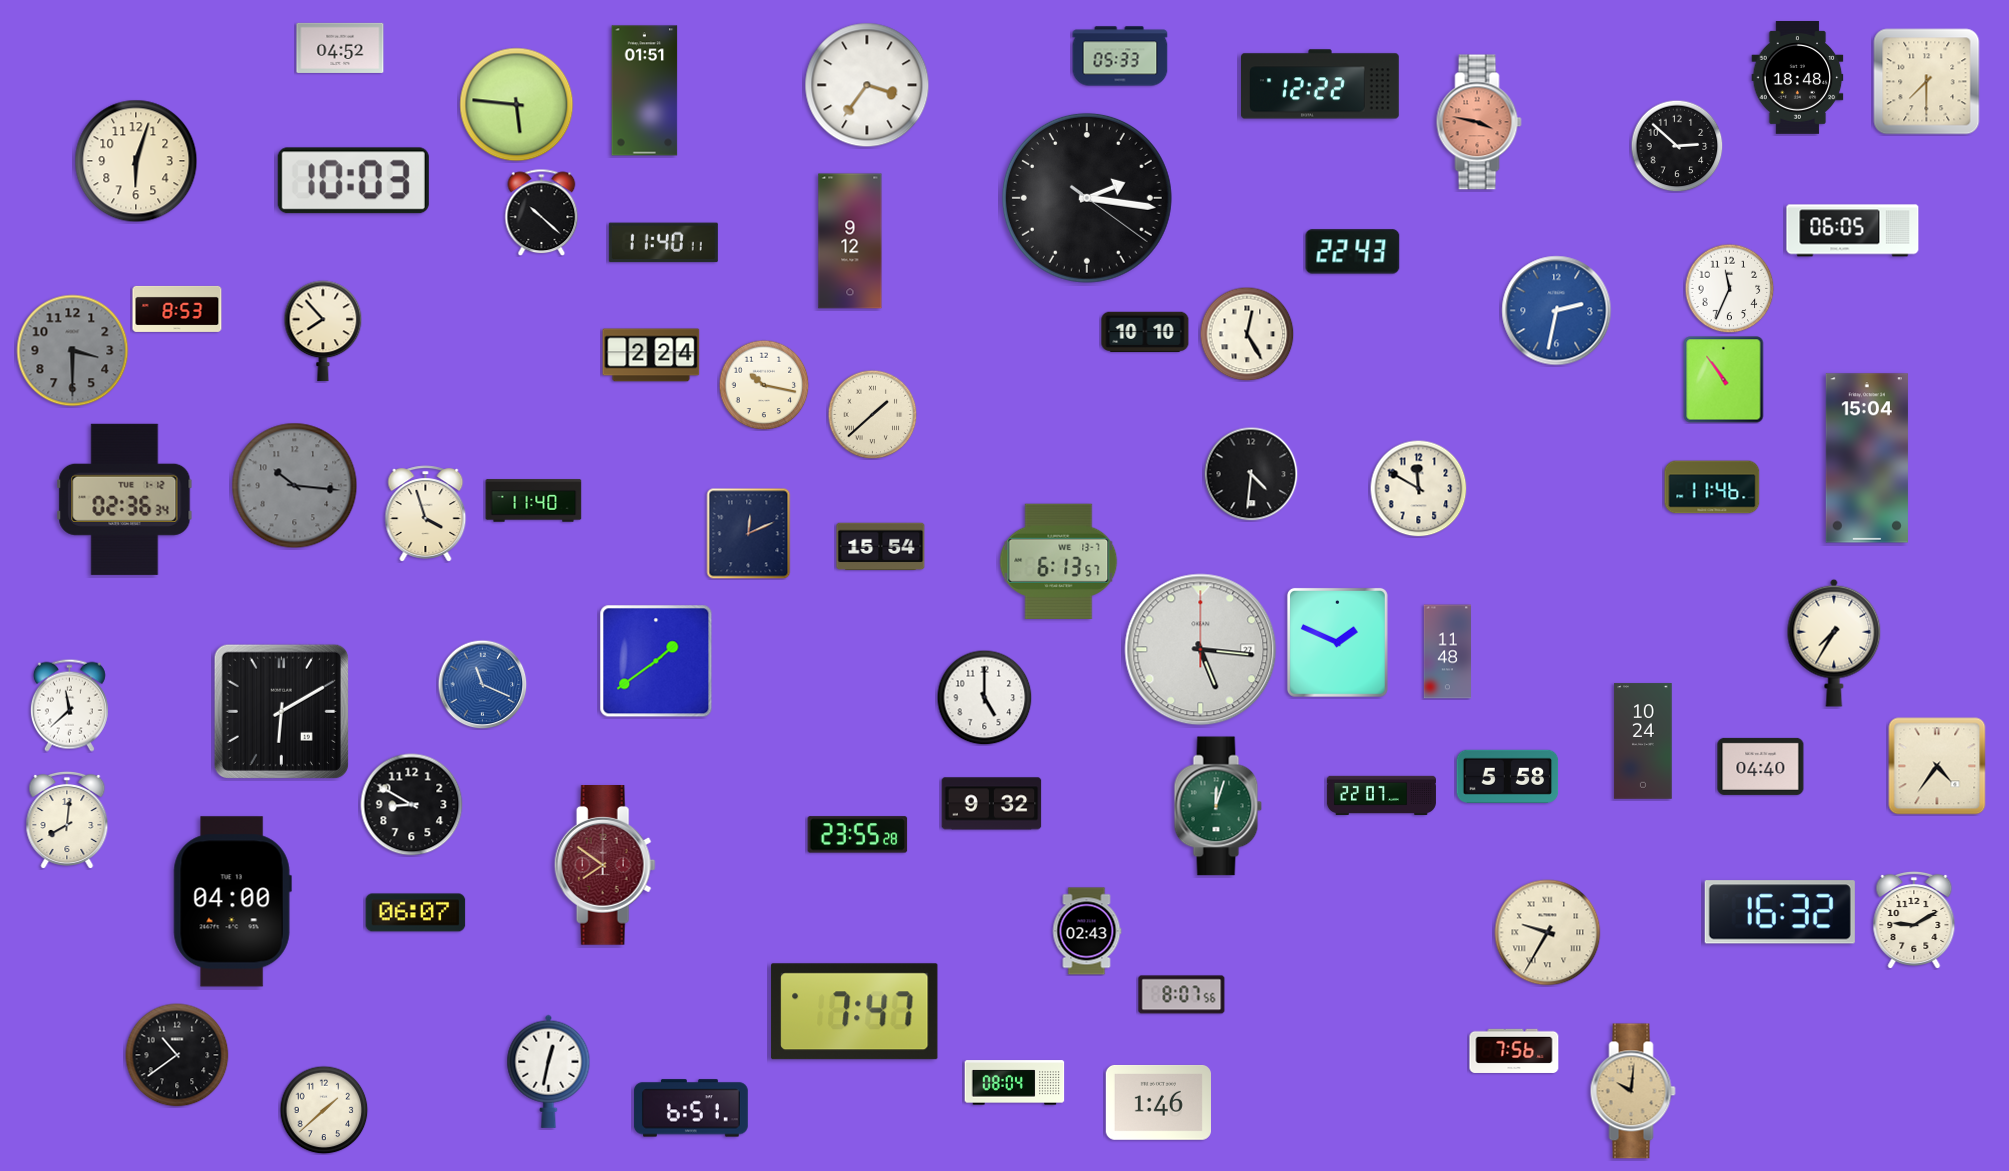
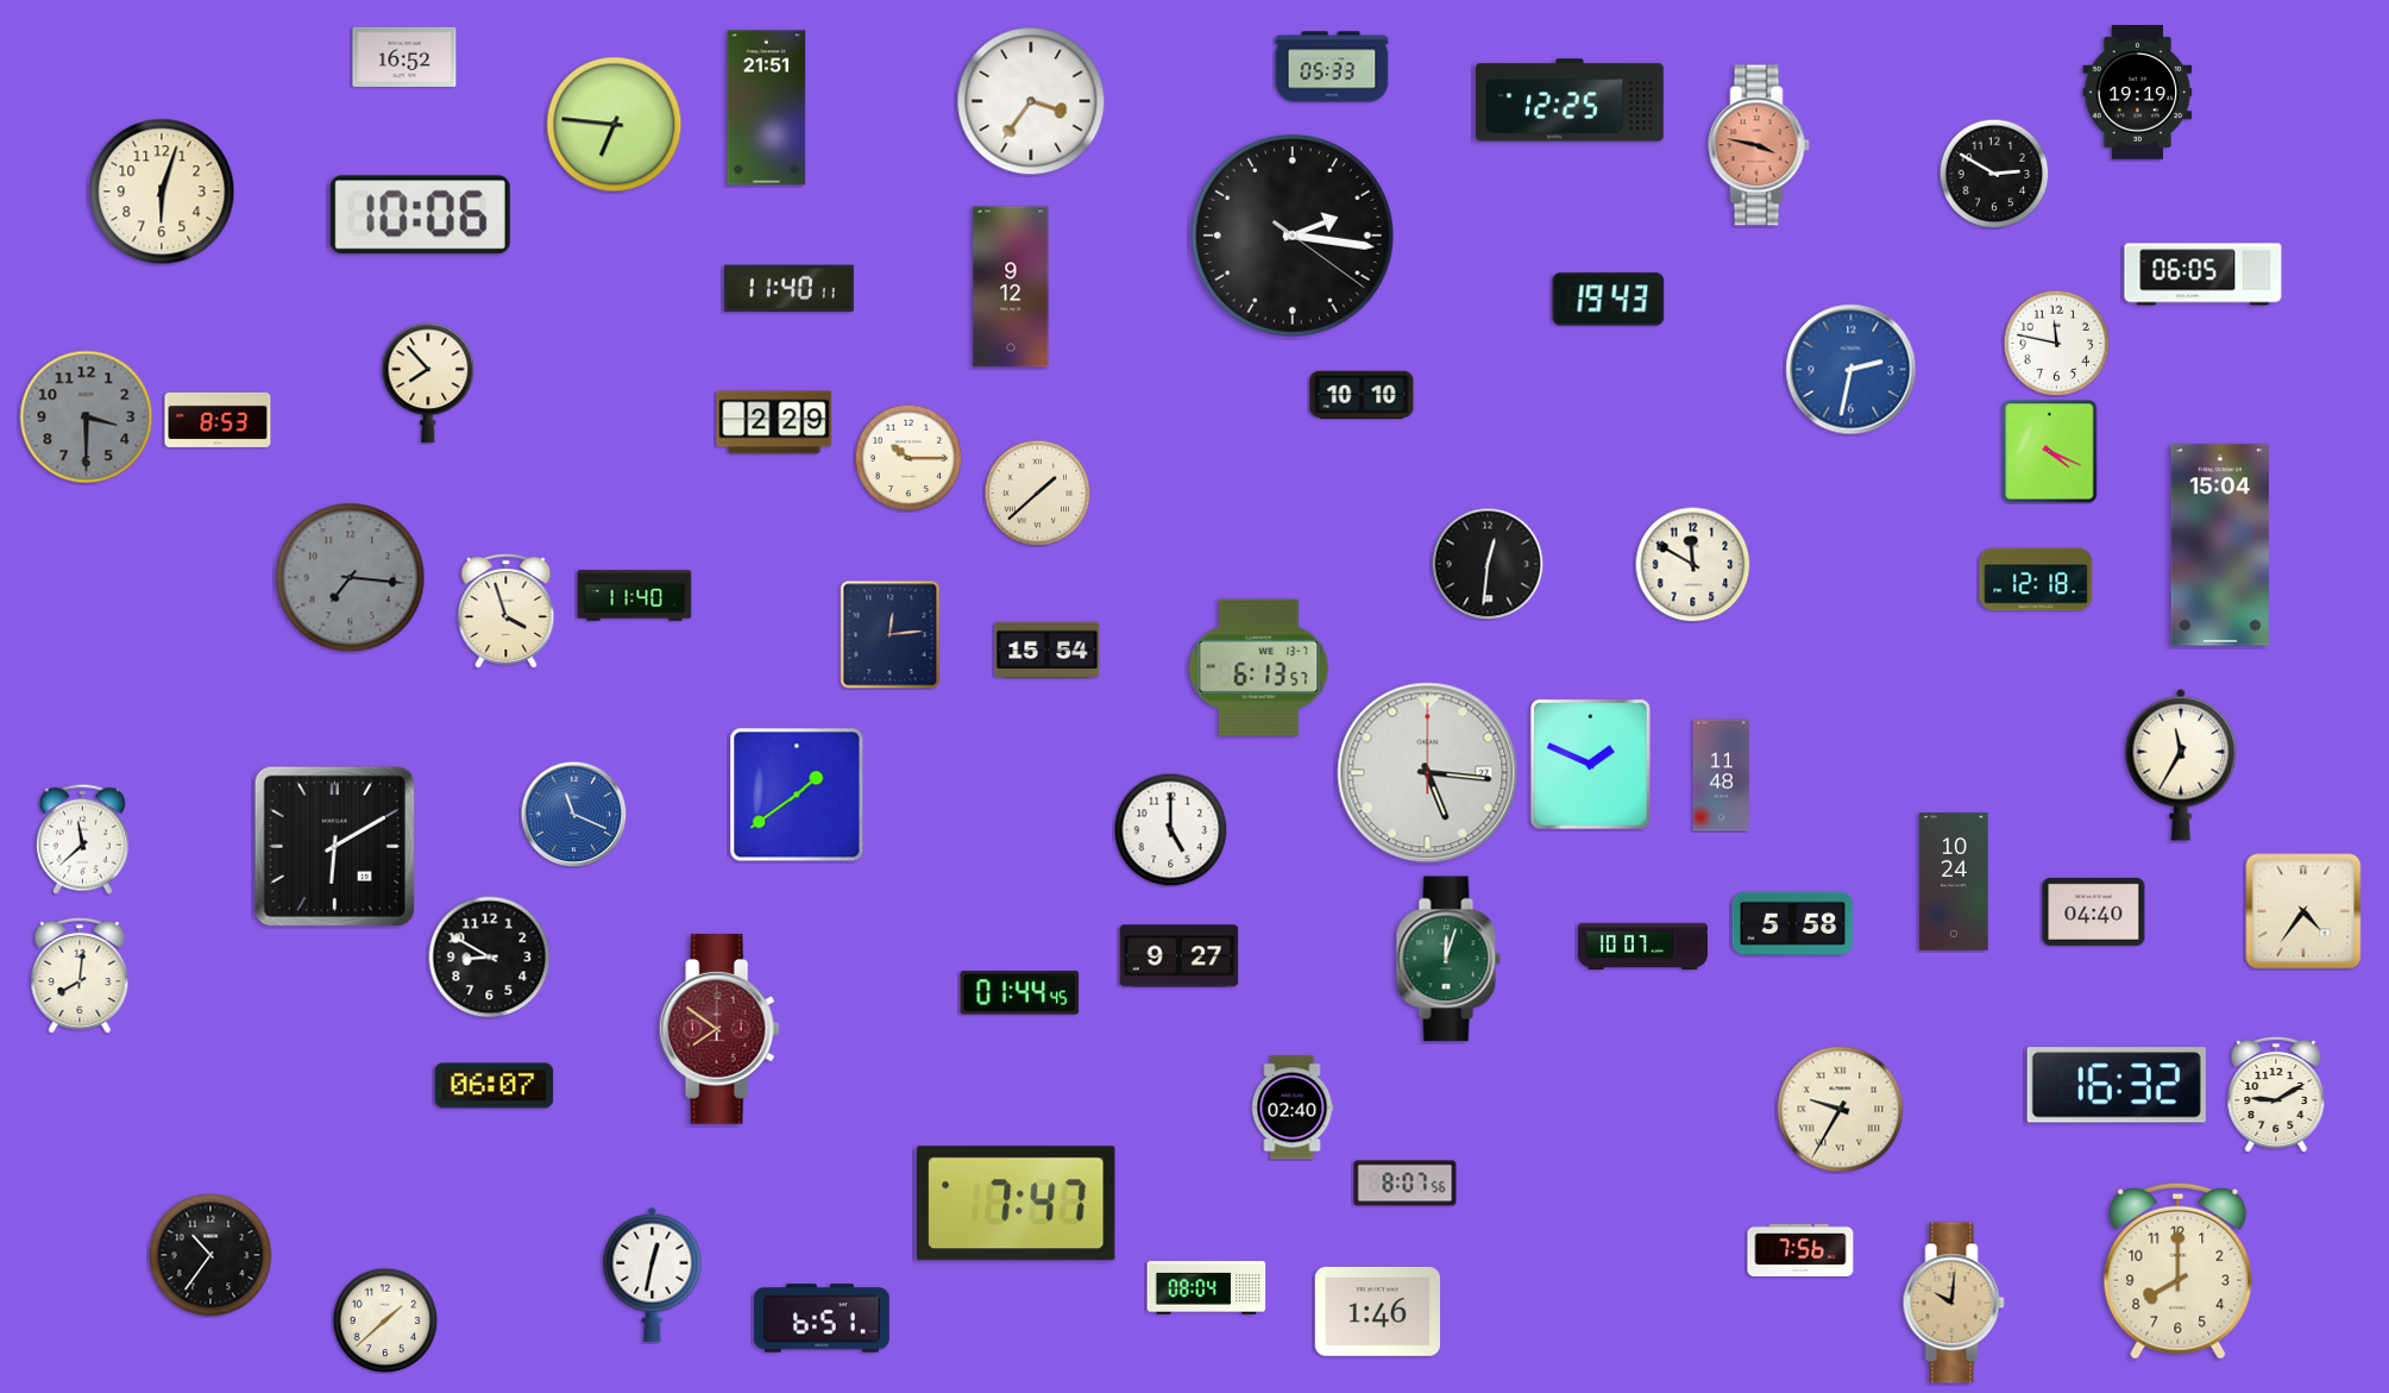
clock at (340, 48): 04:52 -> 16:52
clock at (1798, 78): 18:48 -> 19:19
clock at (1927, 82): 7:30 -> none
clock at (1321, 84): 12:22 -> 12:25
clock at (645, 91): 01:51 -> 21:51
clock at (517, 105): 5:46 -> 6:46
clock at (1677, 146): 2:52 -> 2:50
clock at (353, 181): 10:03 -> 10:06
clock at (542, 212): 10:22 -> none
clock at (1353, 252): 22:43 -> 19:43
clock at (1729, 288): 11:34 -> 11:47
clock at (177, 309) position: (177, 309) -> (218, 420)
clock at (323, 331) position: (323, 331) -> (428, 383)
clock at (1247, 334): 12:25 -> none
clock at (651, 355): 2:24 -> 2:29
clock at (1724, 380): 10:54 -> 4:19
clock at (764, 385): 10:17 -> 10:15
clock at (1251, 474): 4:31 -> 12:31
clock at (295, 486): 10:16 -> 7:16
clock at (1712, 487): 11:46 -> 12:18
clock at (1418, 488) position: (1418, 488) -> (1692, 564)
clock at (125, 499): 02:36 -> none
clock at (749, 534): 12:11 -> 12:14
clock at (1834, 643): 7:35 -> 11:35
clock at (656, 661) position: (656, 661) -> (797, 795)
clock at (1381, 795): 22:07 -> 10:07
clock at (992, 804): 9:32 -> 9:27
clock at (858, 835): 23:55 -> 01:44
clock at (232, 902): 04:00 -> none
clock at (1087, 931): 02:43 -> 02:40
clock at (177, 1055): 10:39 -> 10:36
clock at (2179, 1270): none -> 8:00
clock at (1633, 1091) position: (1633, 1091) -> (1954, 1303)
